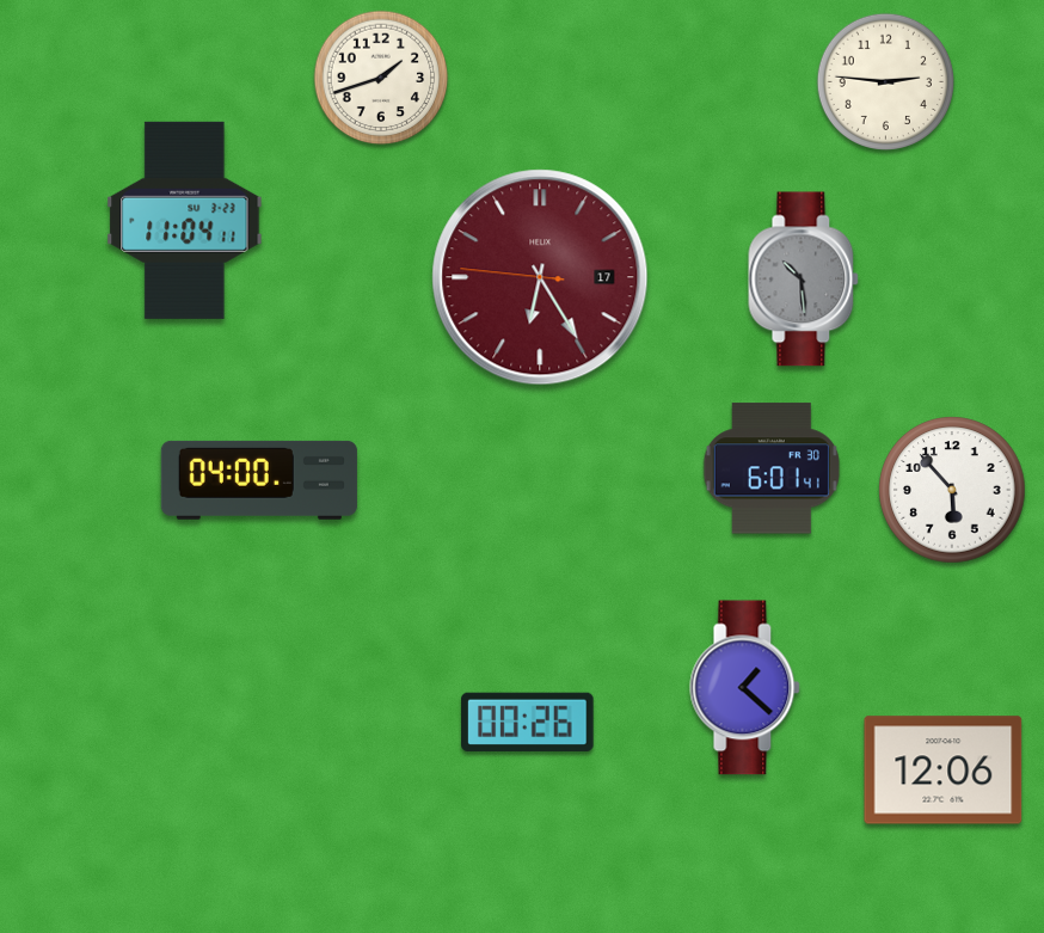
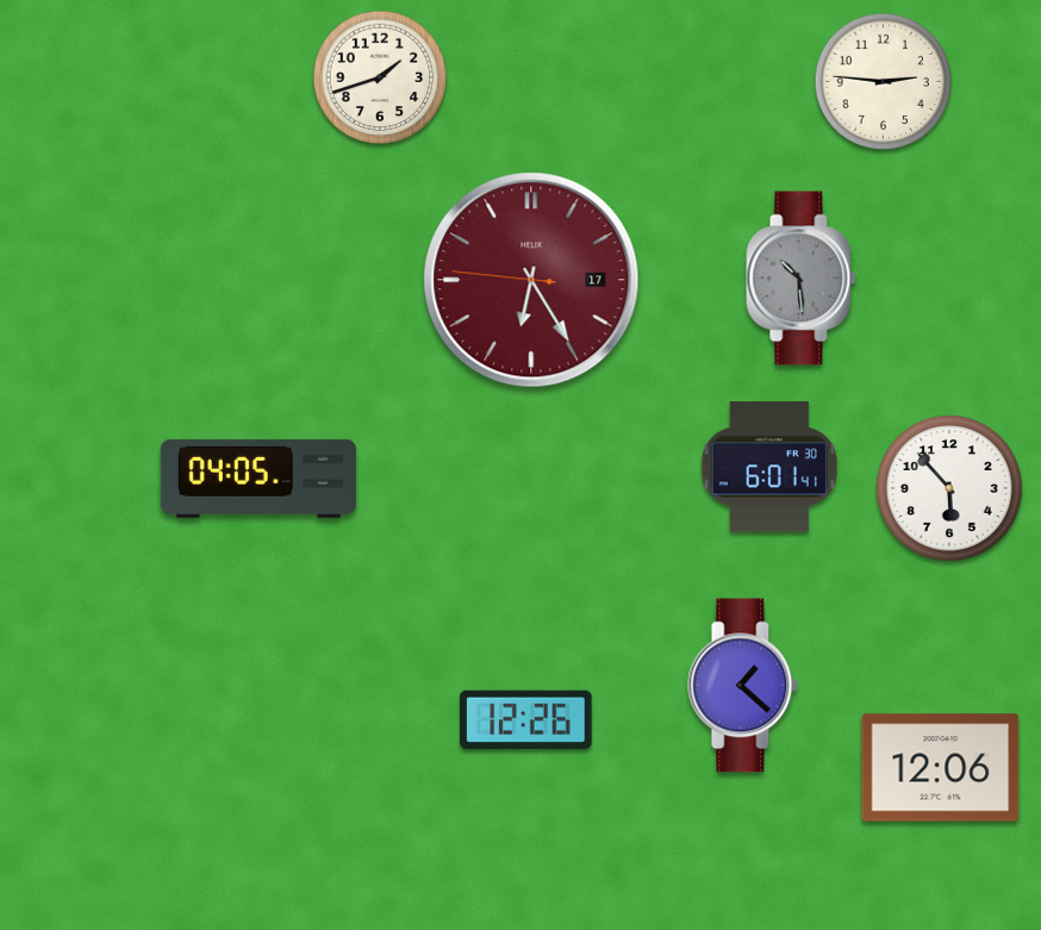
clock at (185, 220): 11:04 -> none
clock at (540, 277) position: (540, 277) -> (531, 280)
clock at (259, 480): 04:00 -> 04:05
clock at (528, 722): 00:26 -> 12:26
